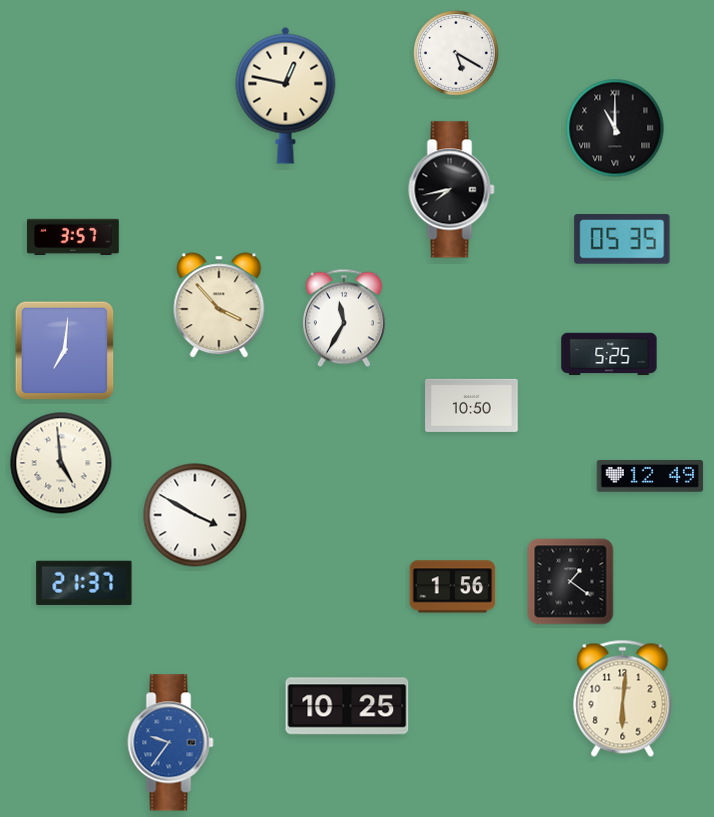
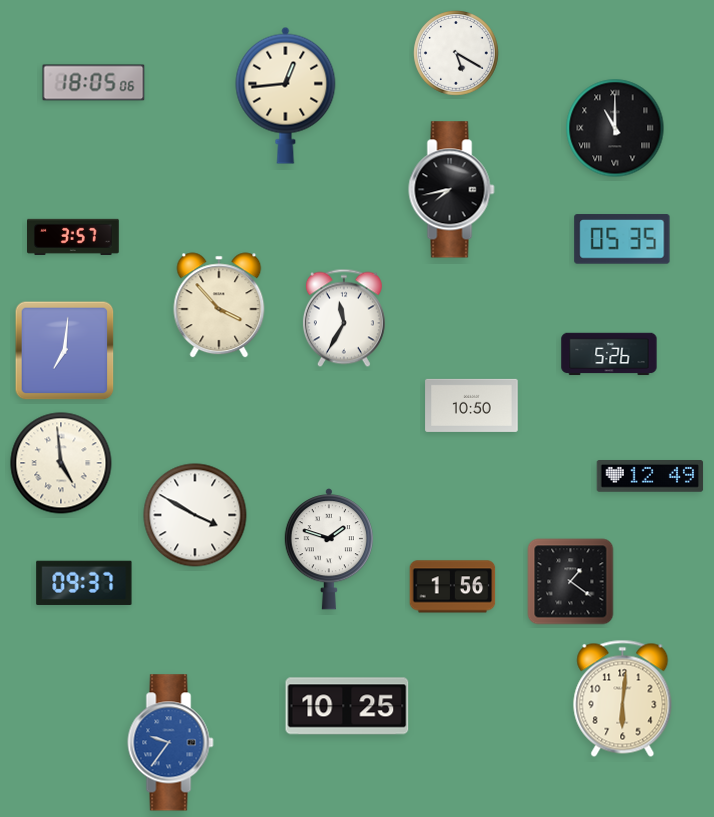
clock at (94, 83): none -> 18:05
clock at (286, 95): 12:47 -> 12:44
clock at (609, 354): 5:25 -> 5:26
clock at (329, 549): none -> 1:48
clock at (84, 583): 21:37 -> 09:37
